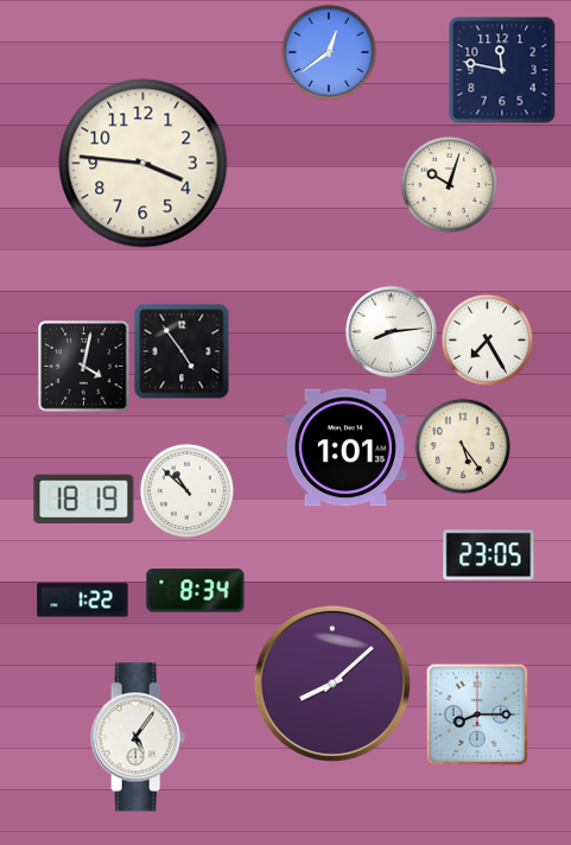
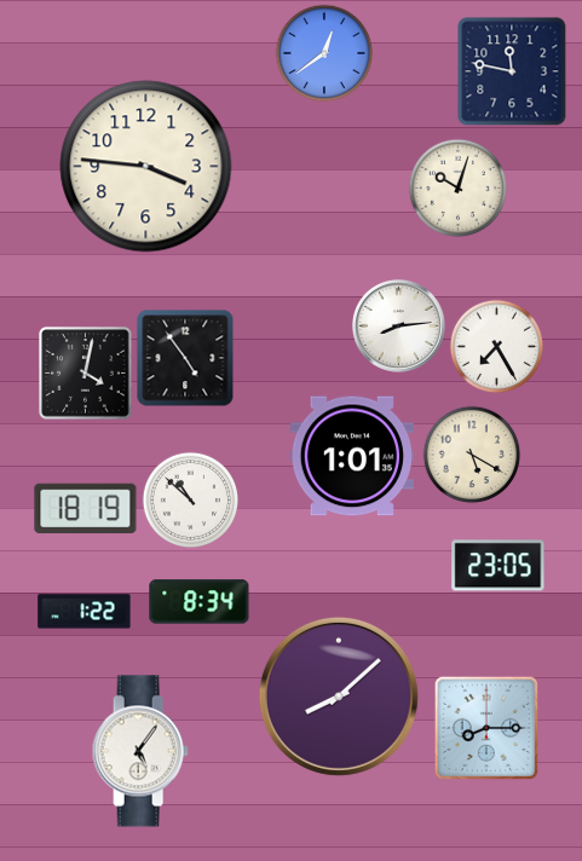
clock at (329, 52) position: (329, 52) -> (324, 53)
clock at (391, 331) position: (391, 331) -> (398, 325)
clock at (463, 446): 5:24 -> 5:20
